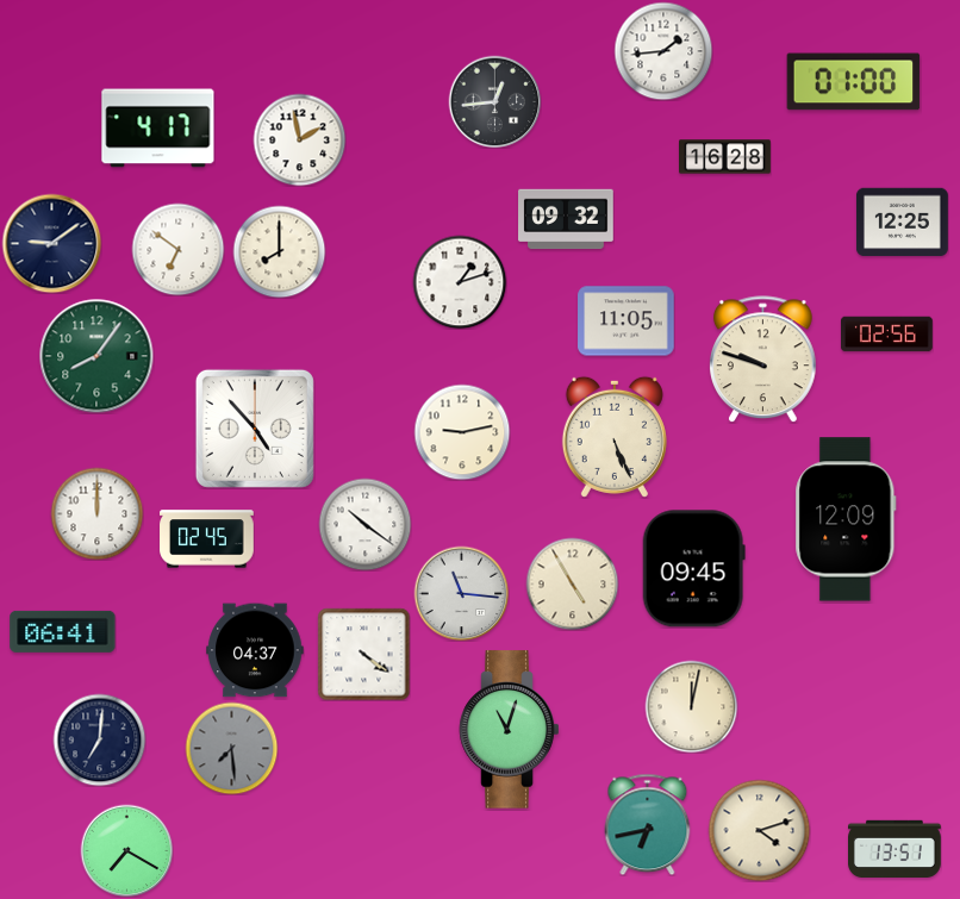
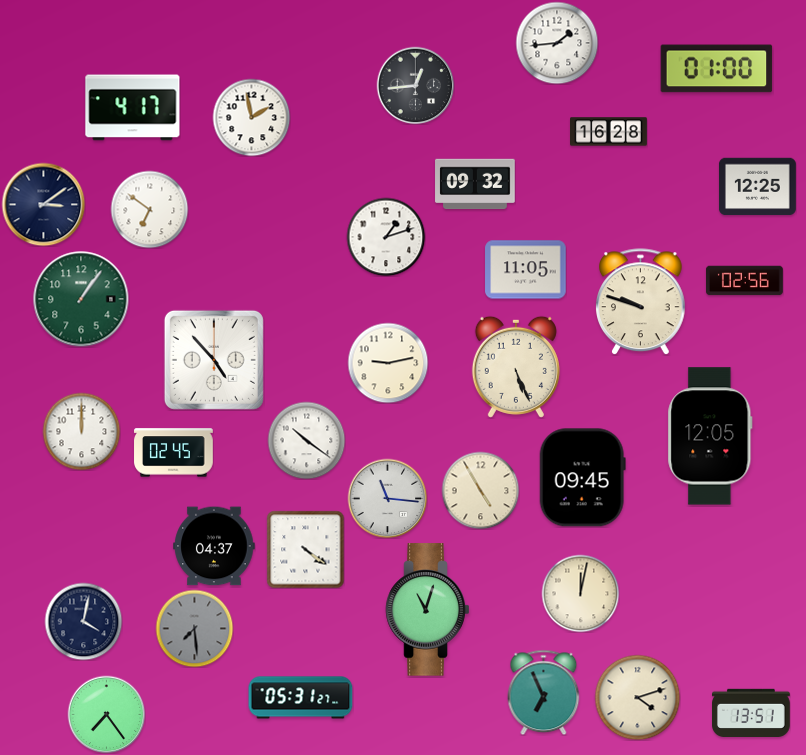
clock at (51, 243): 9:09 -> 3:09
clock at (279, 251): 8:00 -> none
clock at (96, 356): 8:06 -> 1:06
clock at (846, 519): 12:09 -> 12:05
clock at (63, 631): 06:41 -> none
clock at (510, 730) position: (510, 730) -> (428, 610)
clock at (99, 739): 7:01 -> 4:02
clock at (648, 824): 6:43 -> 6:56
clock at (301, 698): none -> 05:31
clock at (126, 850): 7:20 -> 7:24
